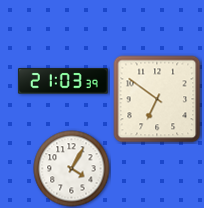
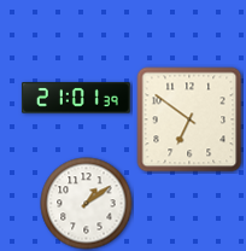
clock at (63, 81): 21:03 -> 21:01
clock at (72, 169): 4:05 -> 1:09
